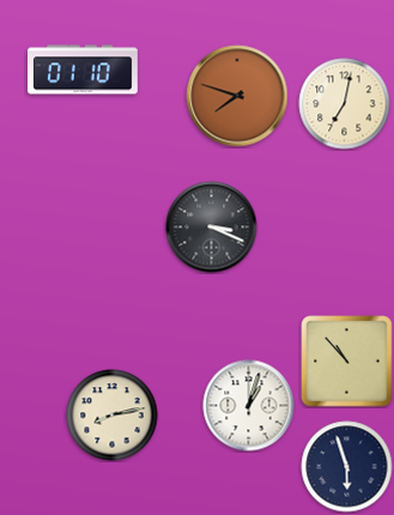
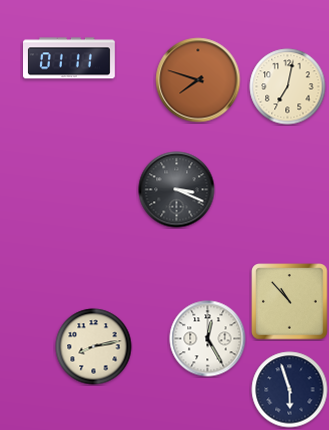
clock at (84, 69): 01:10 -> 01:11
clock at (249, 406): 1:03 -> 12:25
